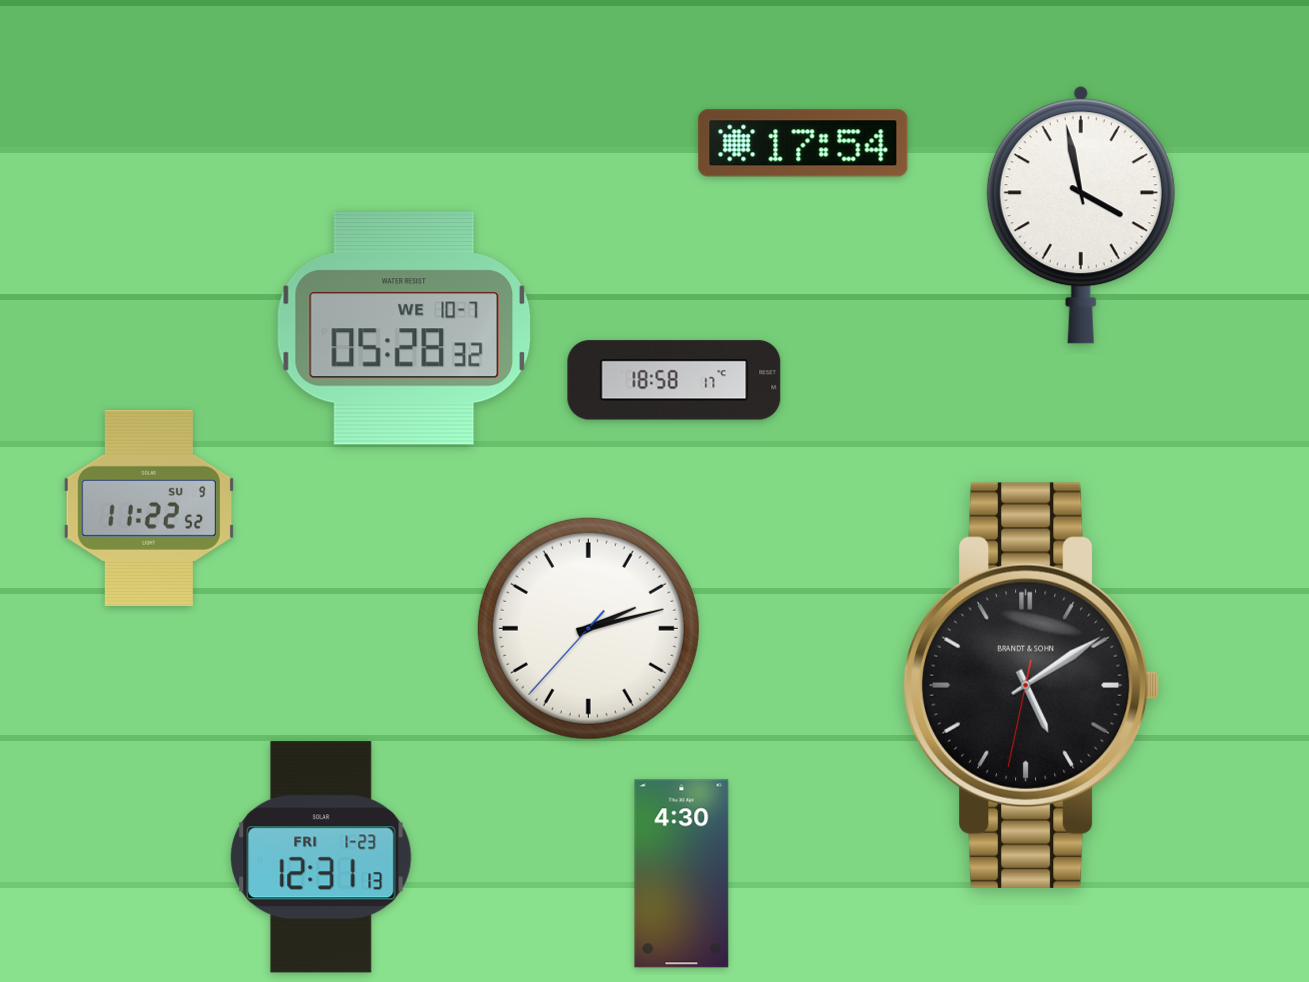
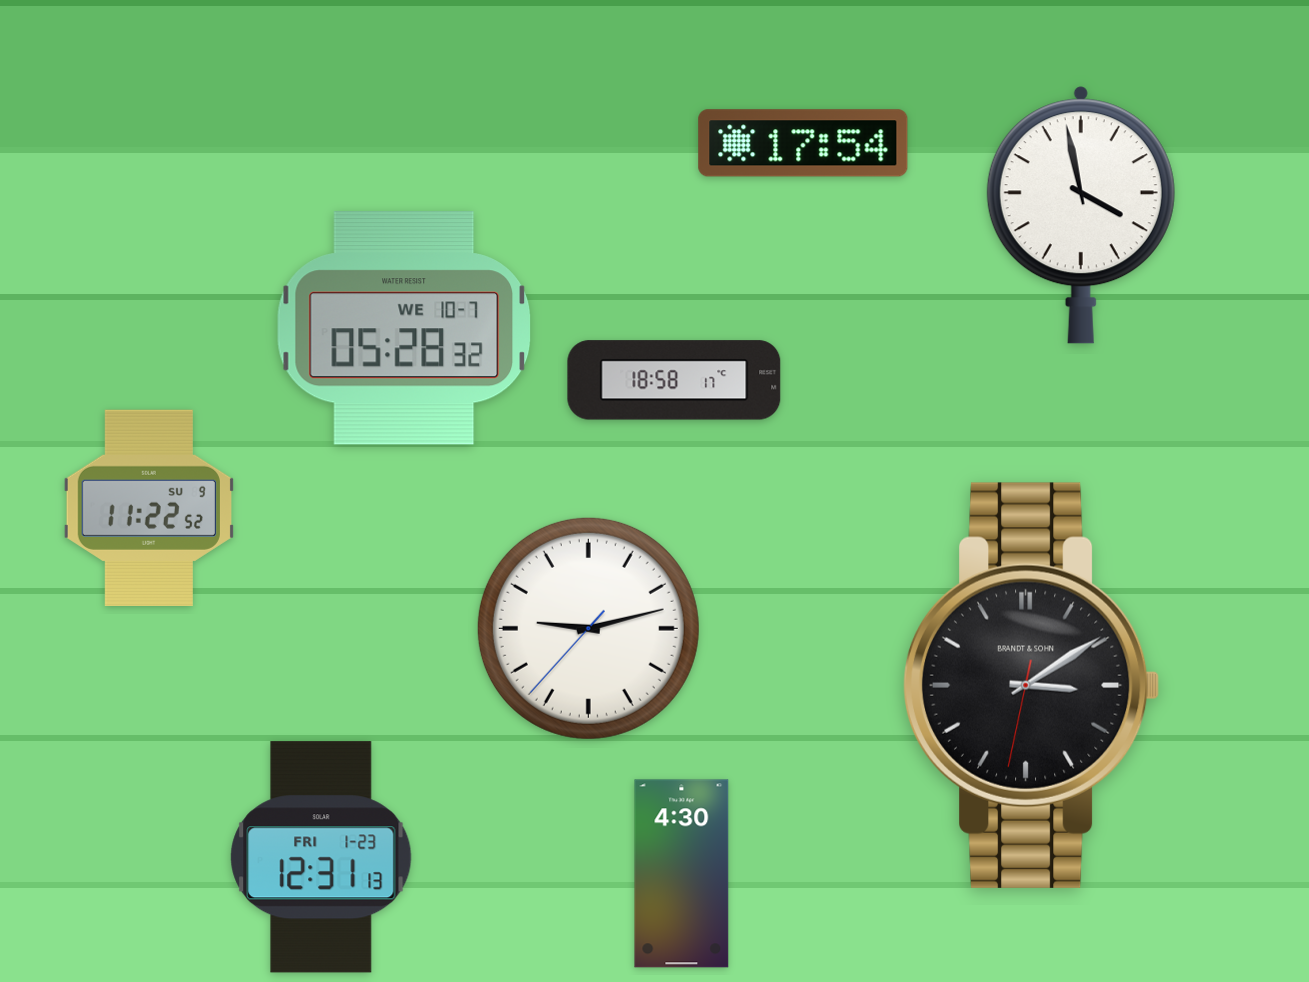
clock at (588, 628): 2:12 -> 9:12
clock at (1031, 685): 5:09 -> 3:09
